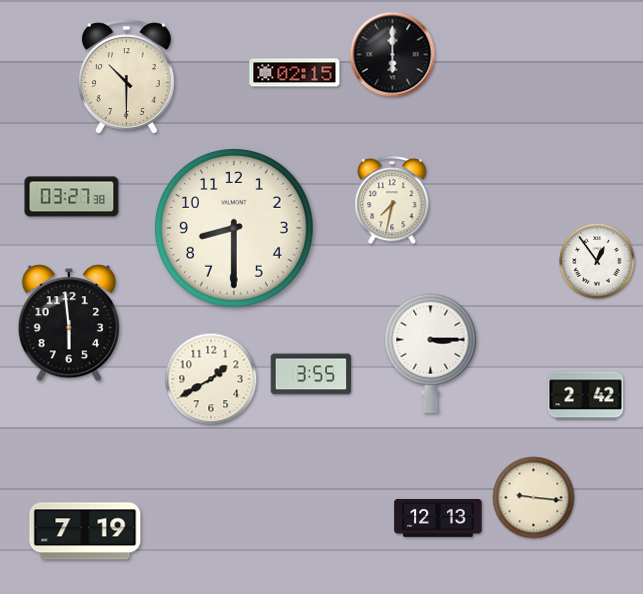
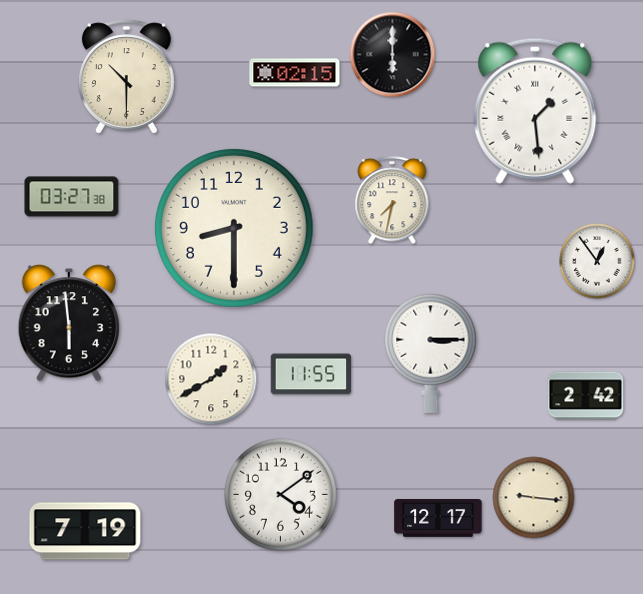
clock at (535, 111): none -> 1:29
clock at (311, 374): 3:55 -> 11:55
clock at (280, 494): none -> 4:09
clock at (438, 519): 12:13 -> 12:17
